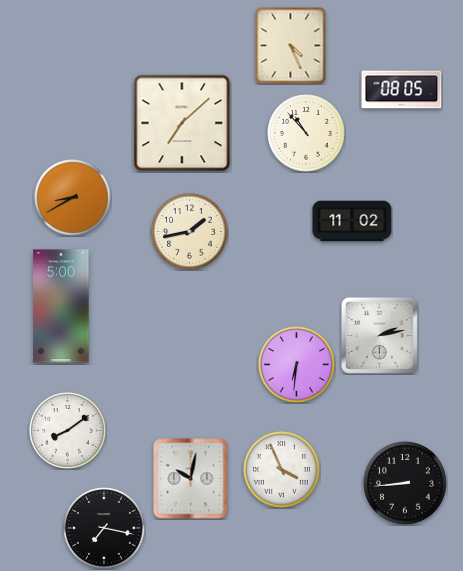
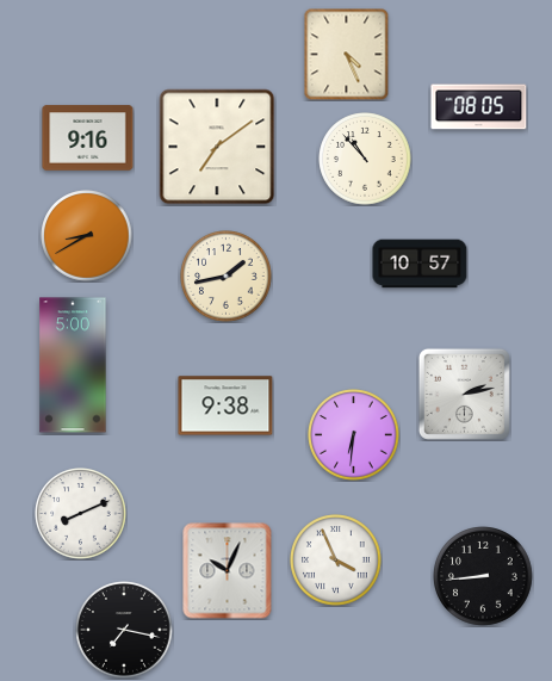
clock at (88, 138): none -> 9:16
clock at (182, 123): 7:08 -> 7:09
clock at (352, 221): 11:02 -> 10:57
clock at (379, 335) position: (379, 335) -> (464, 394)
clock at (225, 405): none -> 9:38
clock at (68, 431): 8:09 -> 8:11
clock at (191, 479): 10:02 -> 10:04
